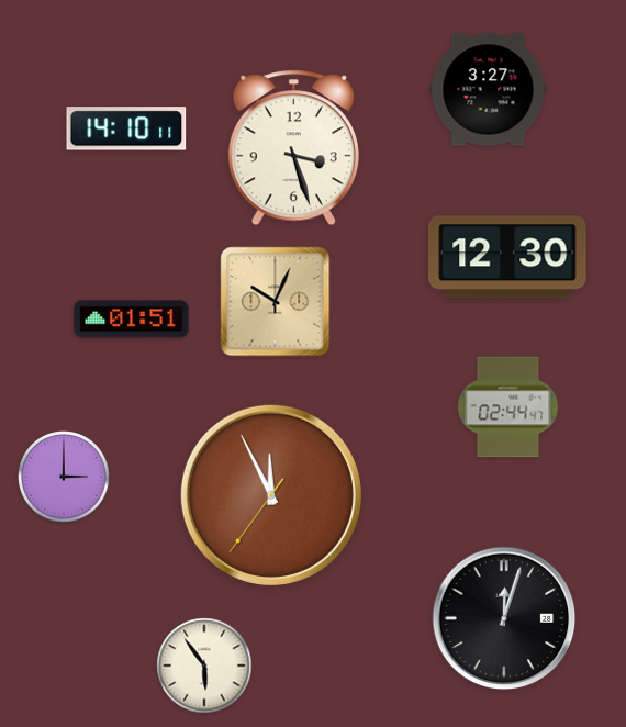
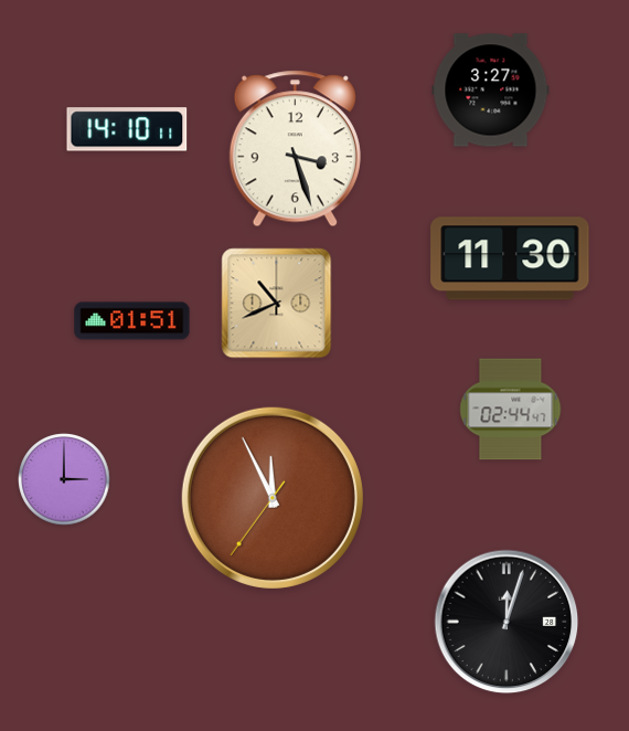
clock at (507, 257): 12:30 -> 11:30
clock at (276, 302): 10:04 -> 10:41
clock at (204, 666): 5:54 -> none
